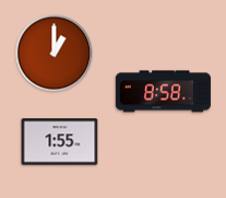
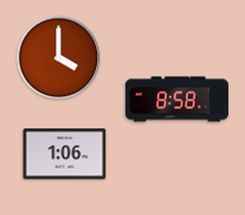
clock at (55, 54): 1:00 -> 4:00
clock at (60, 142): 1:55 -> 1:06
